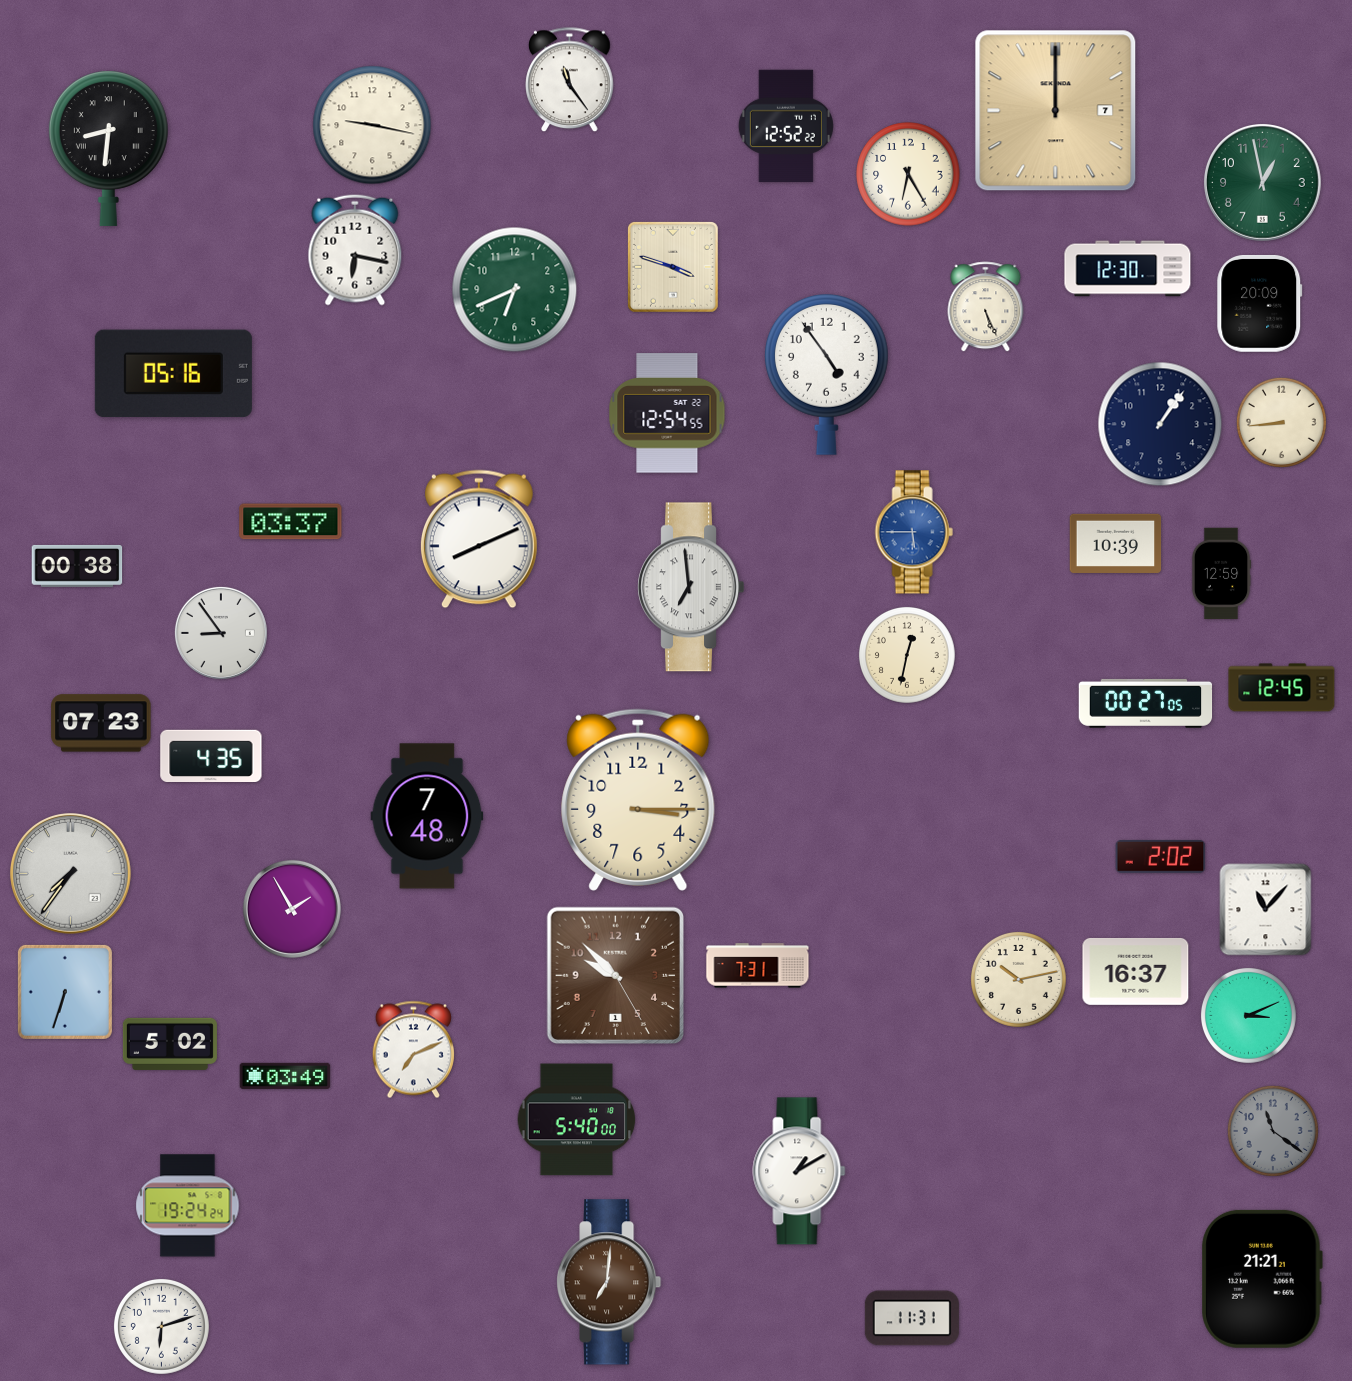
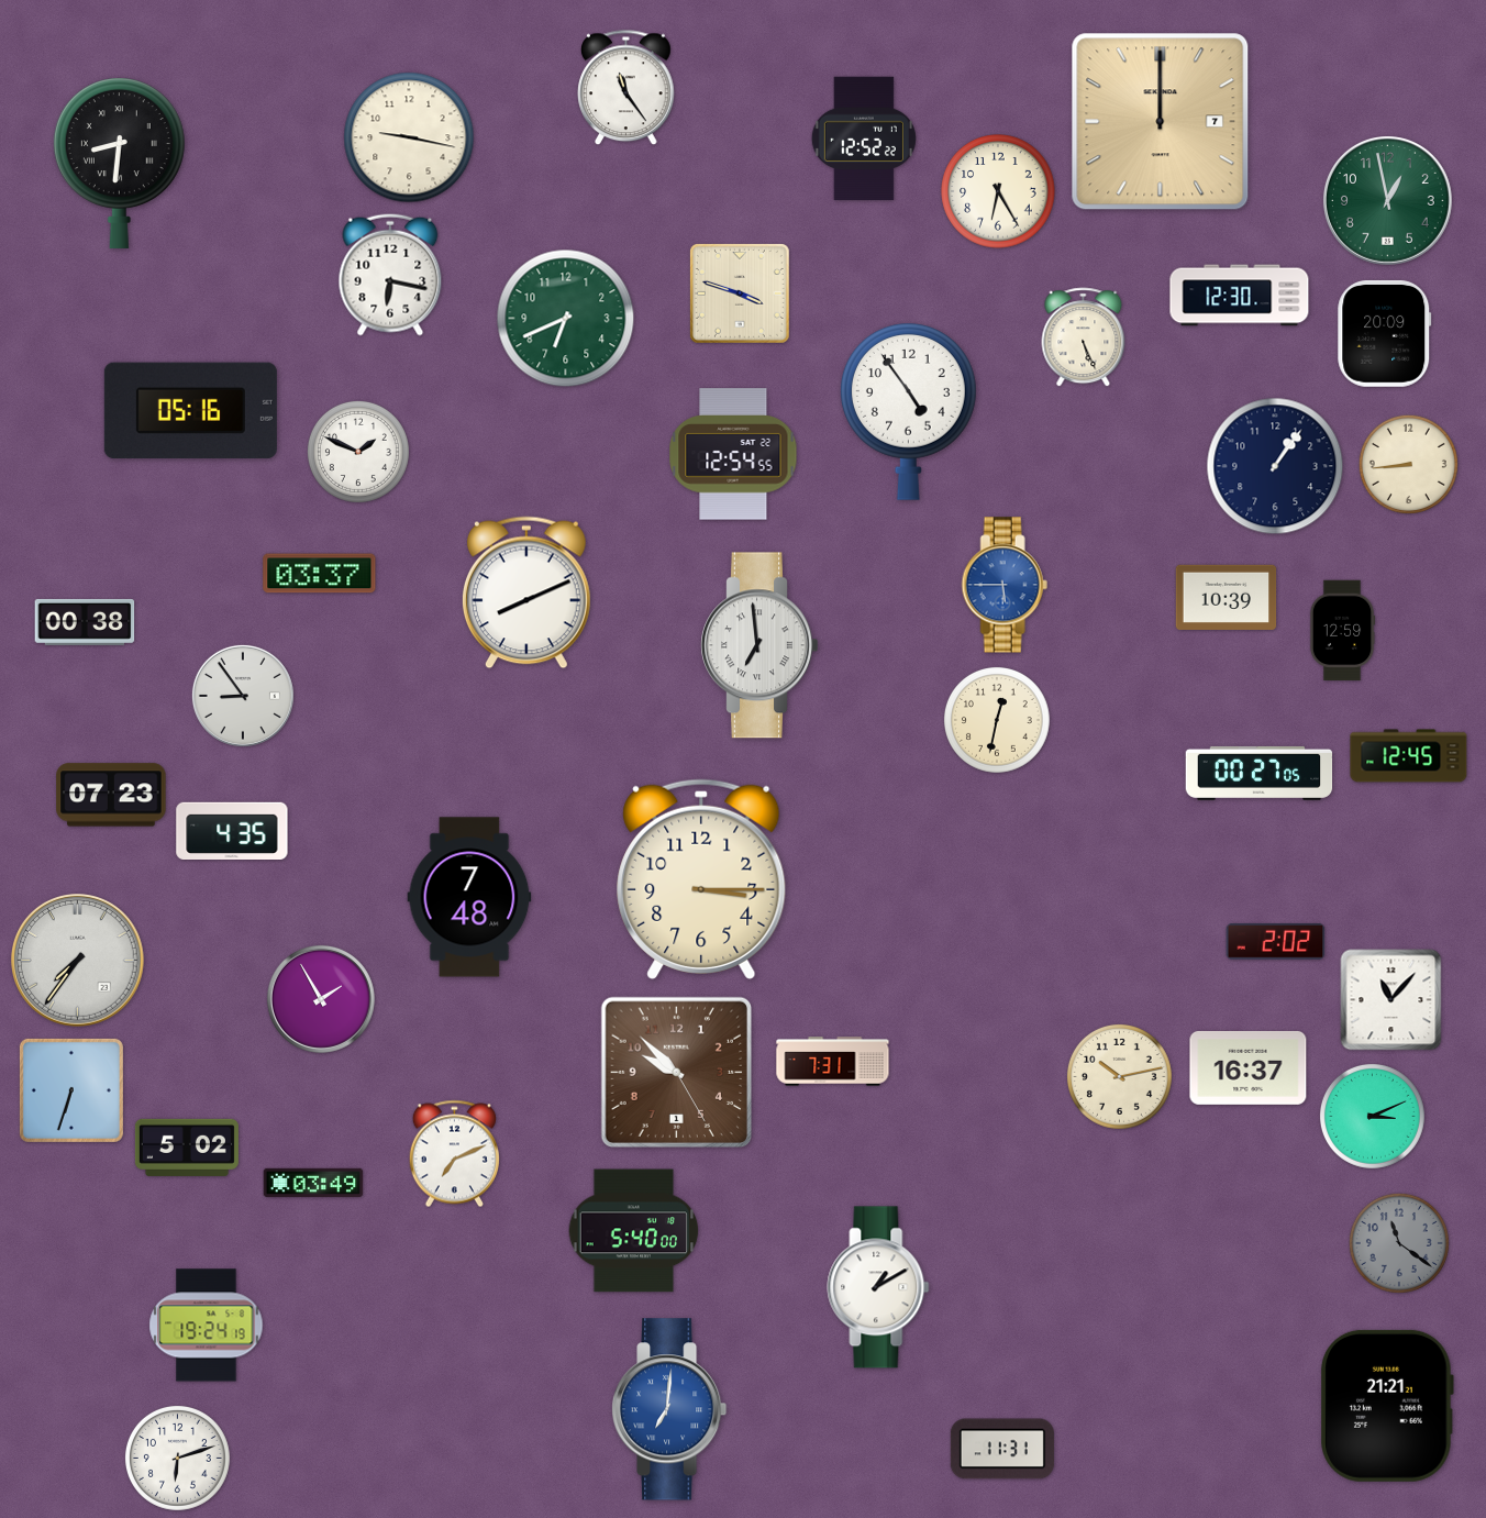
clock at (358, 452): none -> 1:49
clock at (188, 1206): 19:24:24 -> 19:24:19
clock at (610, 1282) dial: brown -> blue
